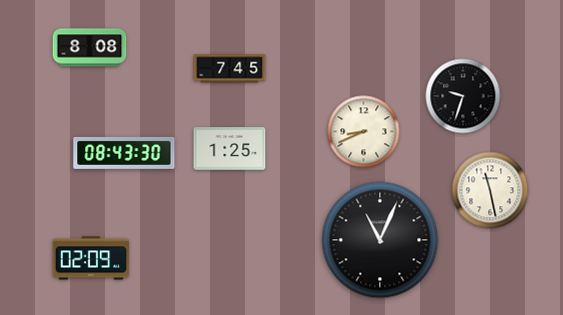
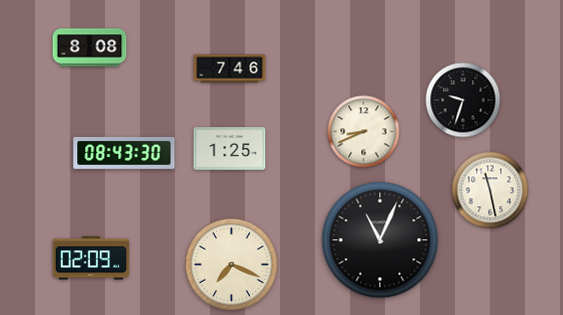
clock at (230, 69): 7:45 -> 7:46
clock at (463, 96) position: (463, 96) -> (463, 100)
clock at (231, 264): none -> 7:19
